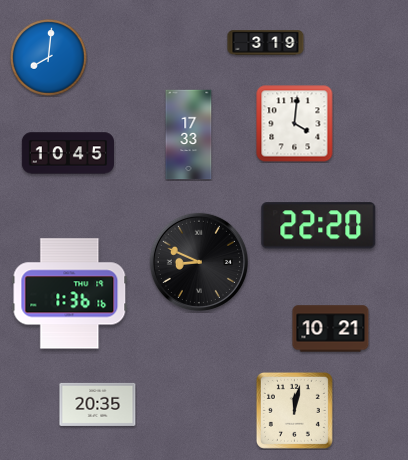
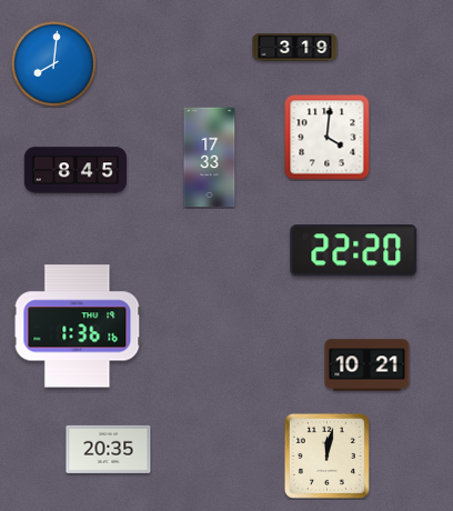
clock at (189, 135) position: (189, 135) -> (210, 158)
clock at (67, 153): 10:45 -> 8:45
clock at (199, 262): 8:49 -> none
